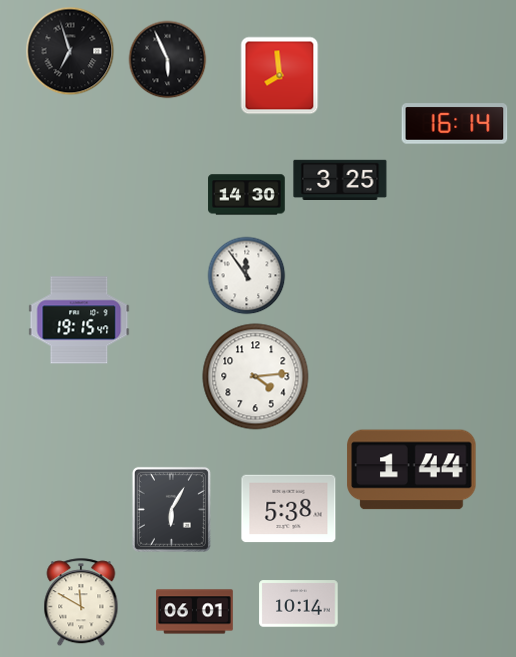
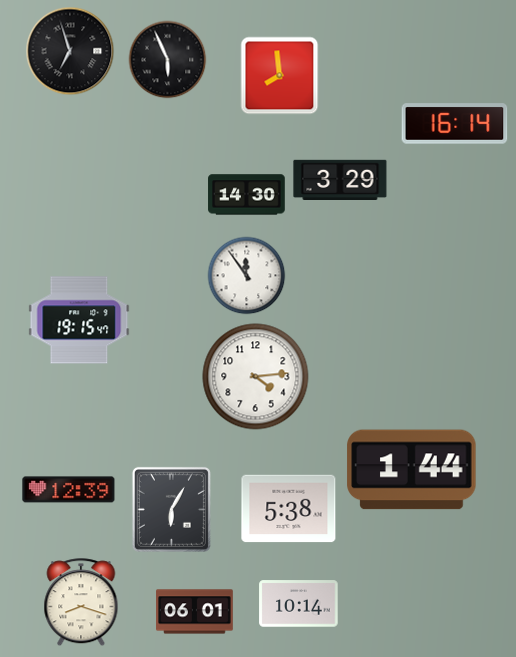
clock at (340, 179): 3:25 -> 3:29
clock at (69, 490): none -> 12:39
clock at (81, 602): 11:50 -> 8:18
